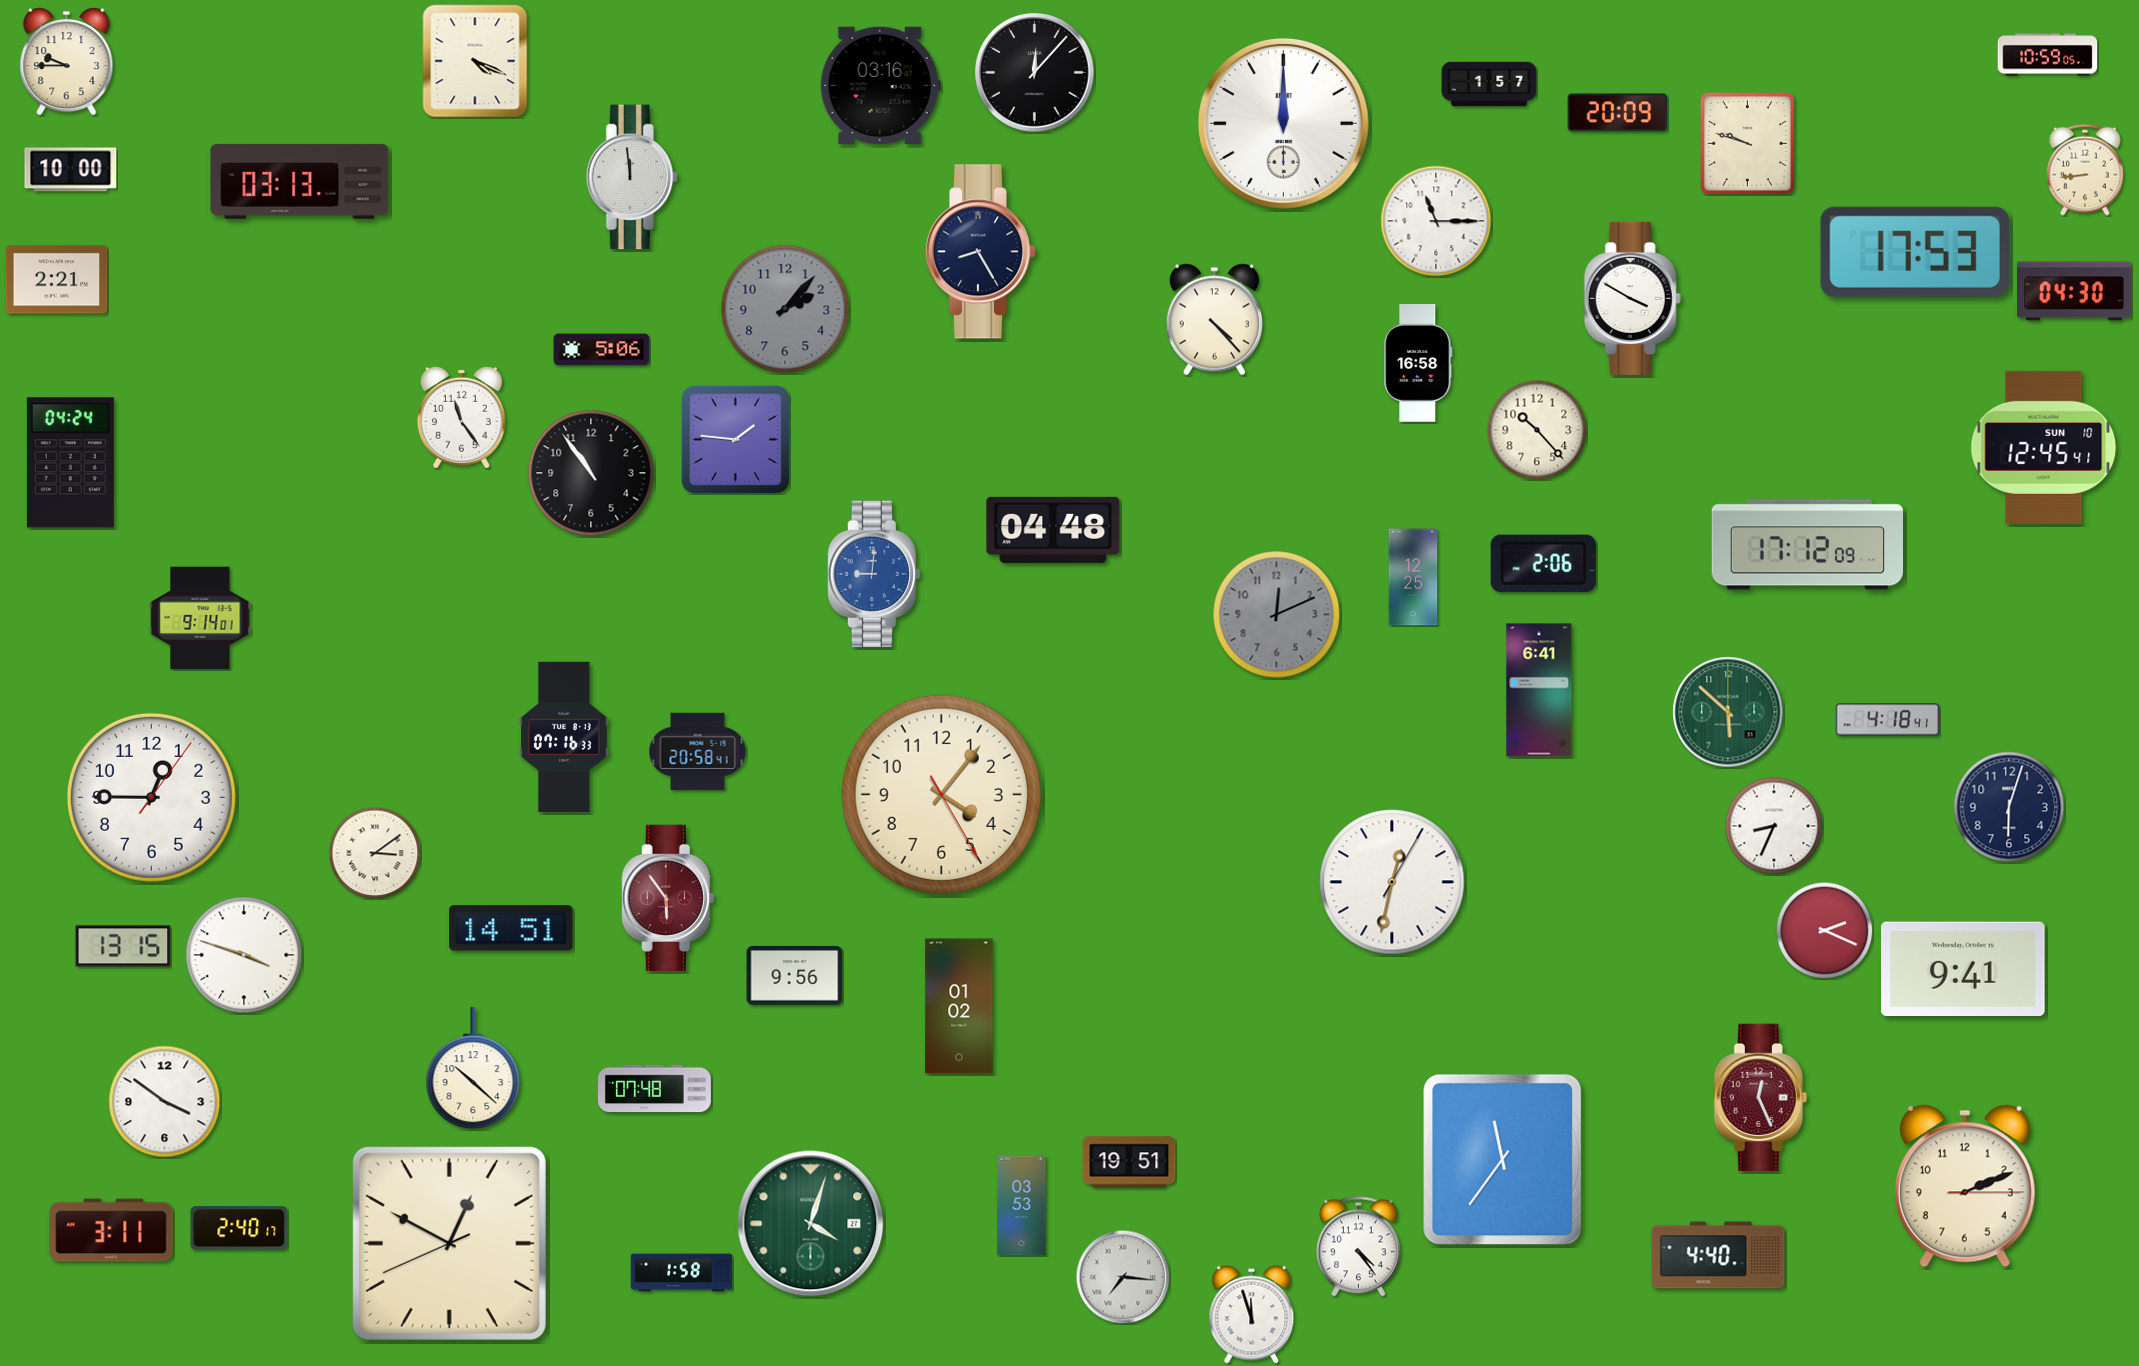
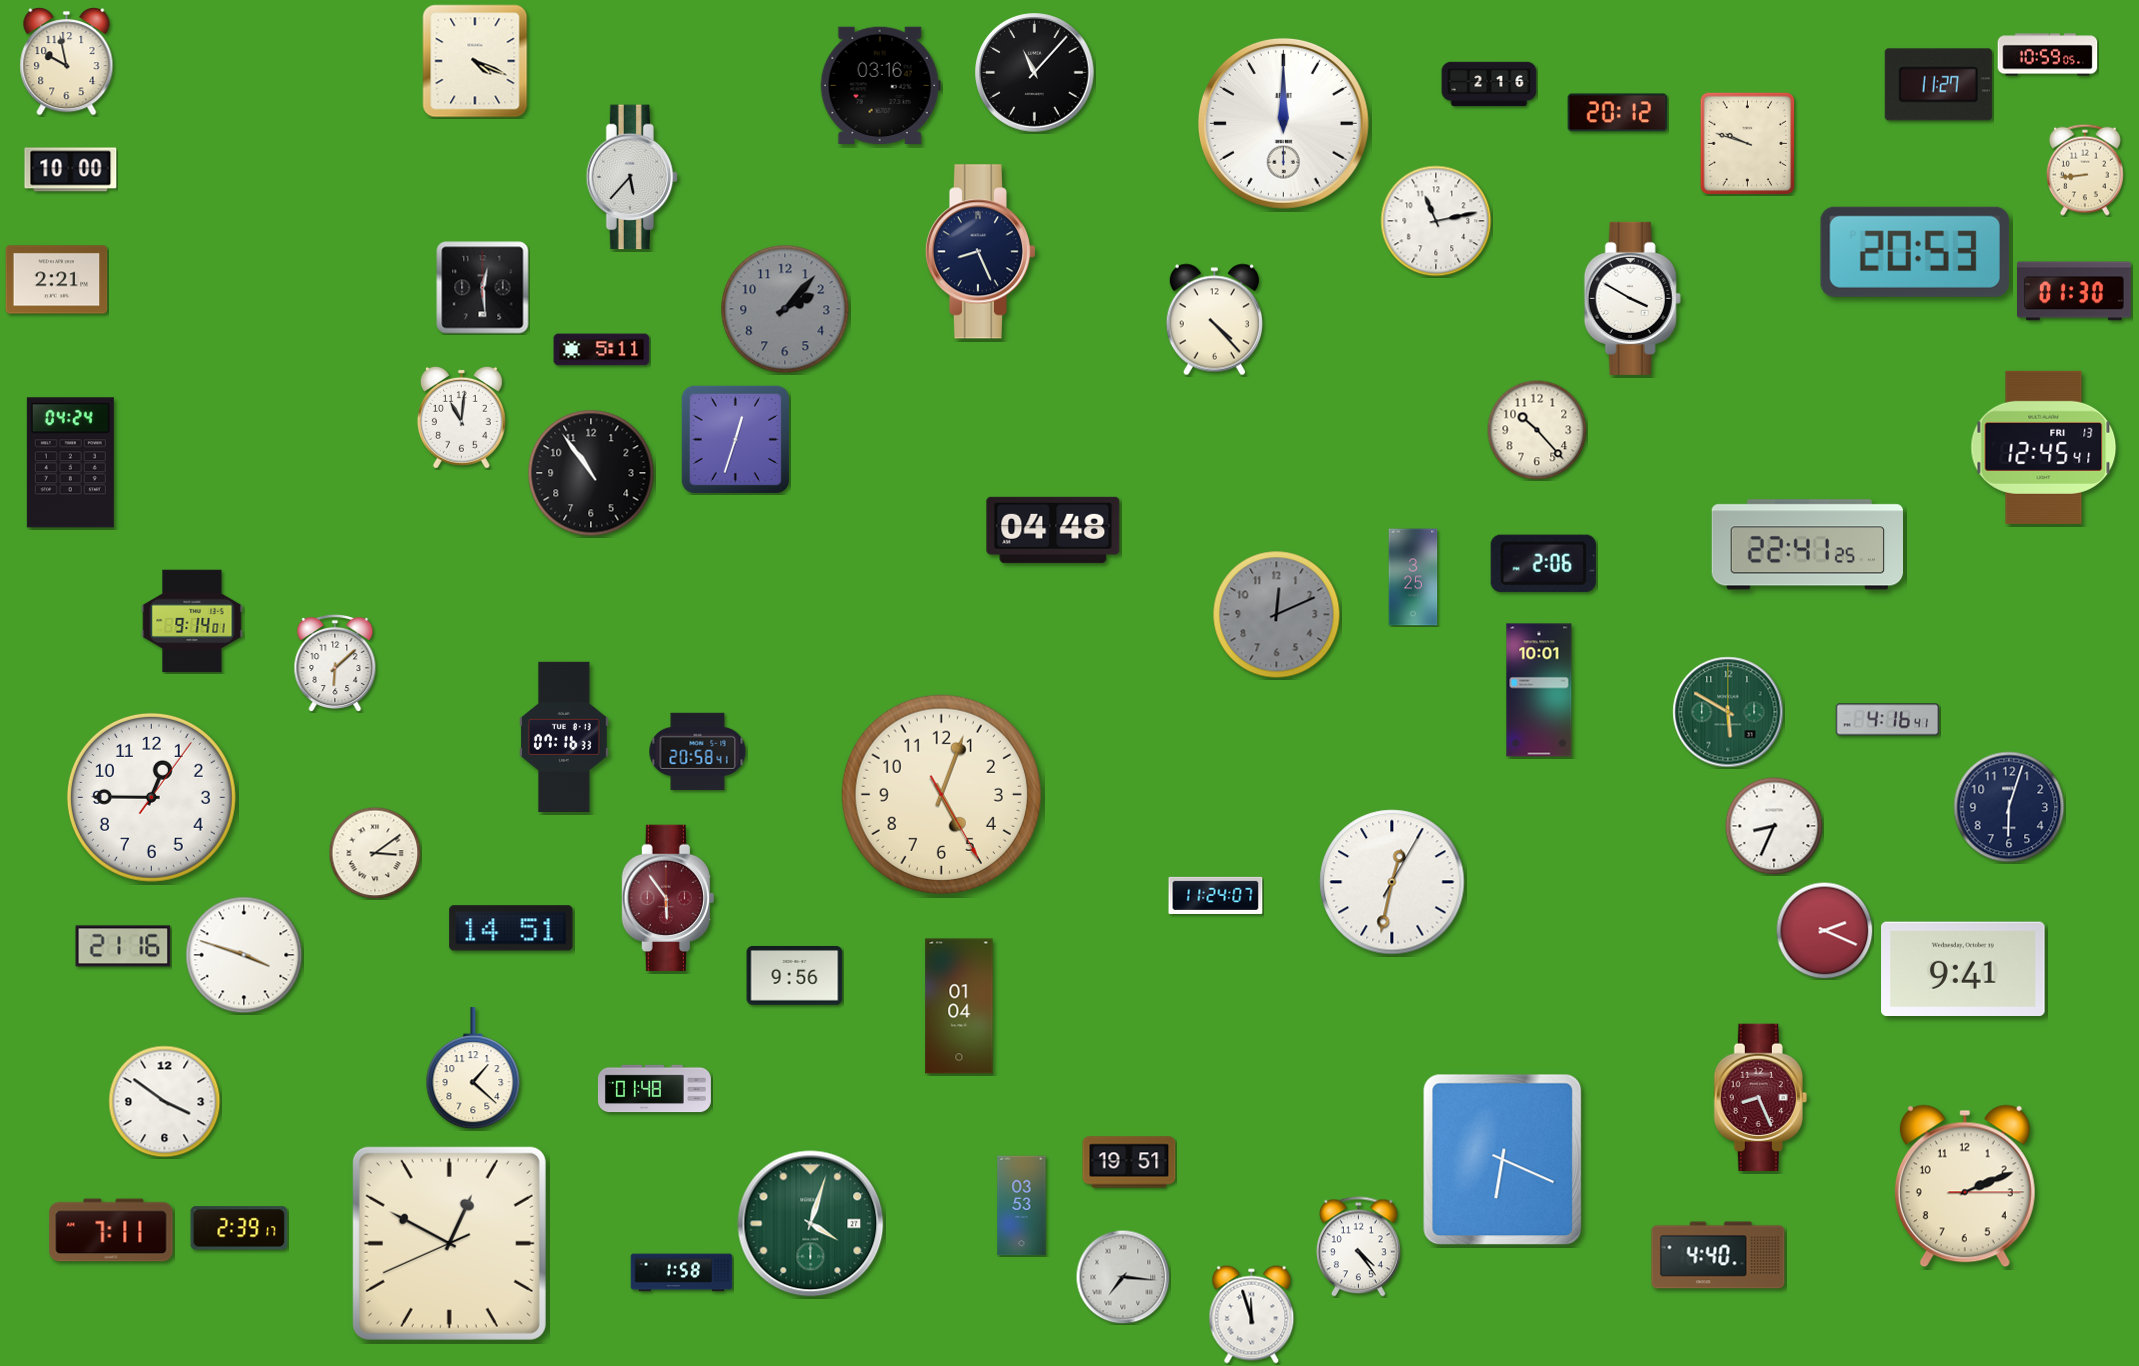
clock at (67, 62): 9:45 -> 9:58
clock at (1035, 73): 12:07 -> 11:07
clock at (1489, 84): 1:57 -> 2:16
clock at (1938, 85): none -> 11:27
clock at (1618, 113): 20:09 -> 20:12
clock at (632, 177): 11:59 -> 5:37
clock at (300, 181): 03:13 -> none
clock at (1436, 221): 11:15 -> 11:13
clock at (980, 252): 8:25 -> 8:26
clock at (1915, 252): 17:53 -> 20:53
clock at (483, 288): none -> 12:29
clock at (2074, 291): 04:30 -> 01:30
clock at (602, 350): 5:06 -> 5:11
clock at (1418, 363): 16:58 -> none
clock at (461, 417): 11:24 -> 11:01
clock at (735, 439): 1:46 -> 12:33
clock at (2044, 447) date: SUN 10 -> FRI 13
clock at (1807, 545): 17:12 -> 22:41
clock at (874, 574): 9:01 -> none
clock at (1413, 577): 12:25 -> 3:25
clock at (200, 618) position: (200, 618) -> (192, 621)
clock at (335, 662): none -> 6:08
clock at (1539, 690): 6:41 -> 10:01
clock at (1728, 712): 5:52 -> 5:50
clock at (1888, 720): 4:18 -> 4:16
clock at (941, 794): 4:06 -> 5:03
clock at (1216, 895): none -> 11:24
clock at (123, 946): 13:15 -> 21:16
clock at (959, 1006): 01:02 -> 01:04
clock at (473, 1069): 10:22 -> 1:22
clock at (655, 1089): 07:48 -> 01:48
clock at (1760, 1098): 12:26 -> 8:26
clock at (1503, 1160): 11:36 -> 6:19
clock at (239, 1228): 2:40 -> 2:39
clock at (111, 1230): 3:11 -> 7:11
